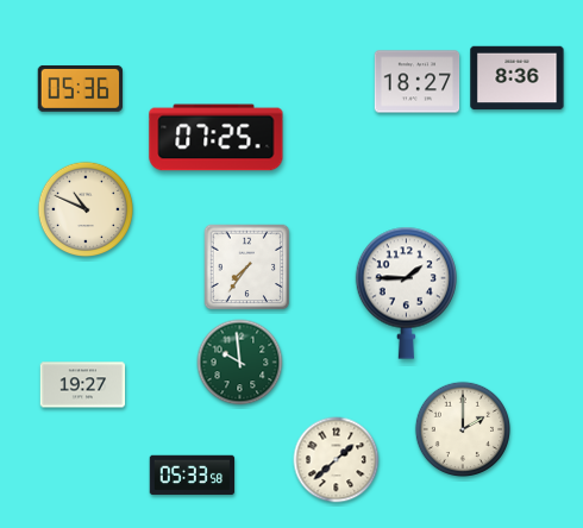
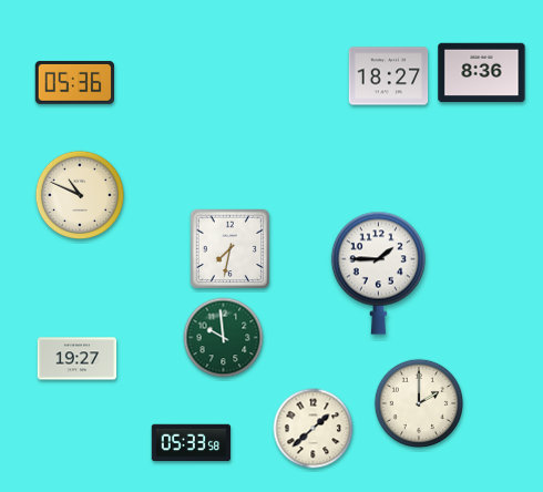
clock at (217, 138): 07:25 -> none
clock at (247, 268): 7:36 -> 7:32
clock at (462, 428) position: (462, 428) -> (418, 402)
clock at (193, 476) position: (193, 476) -> (192, 443)
